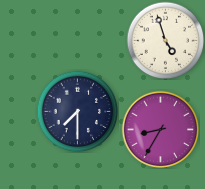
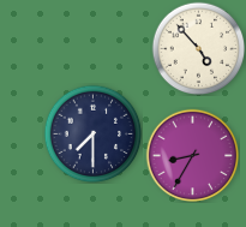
clock at (165, 40): 4:57 -> 4:53
